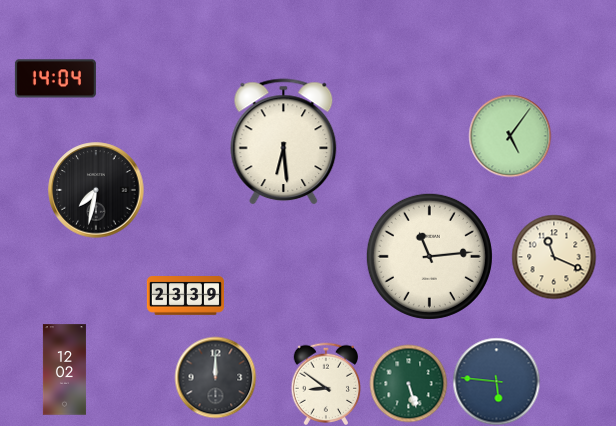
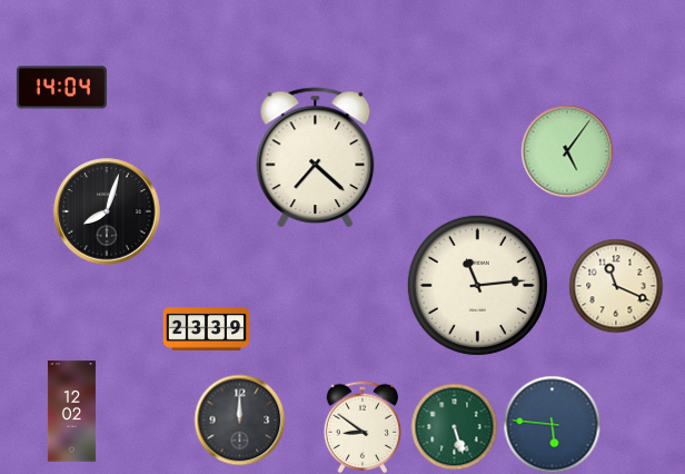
clock at (284, 142): 6:29 -> 7:22
clock at (96, 190): 7:32 -> 8:03
